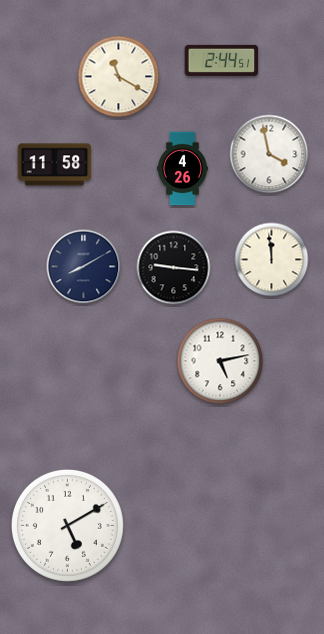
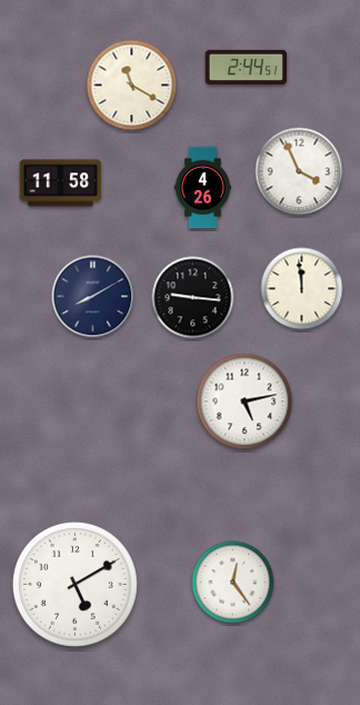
clock at (269, 154): 3:58 -> 3:56
clock at (233, 583): none -> 12:24
